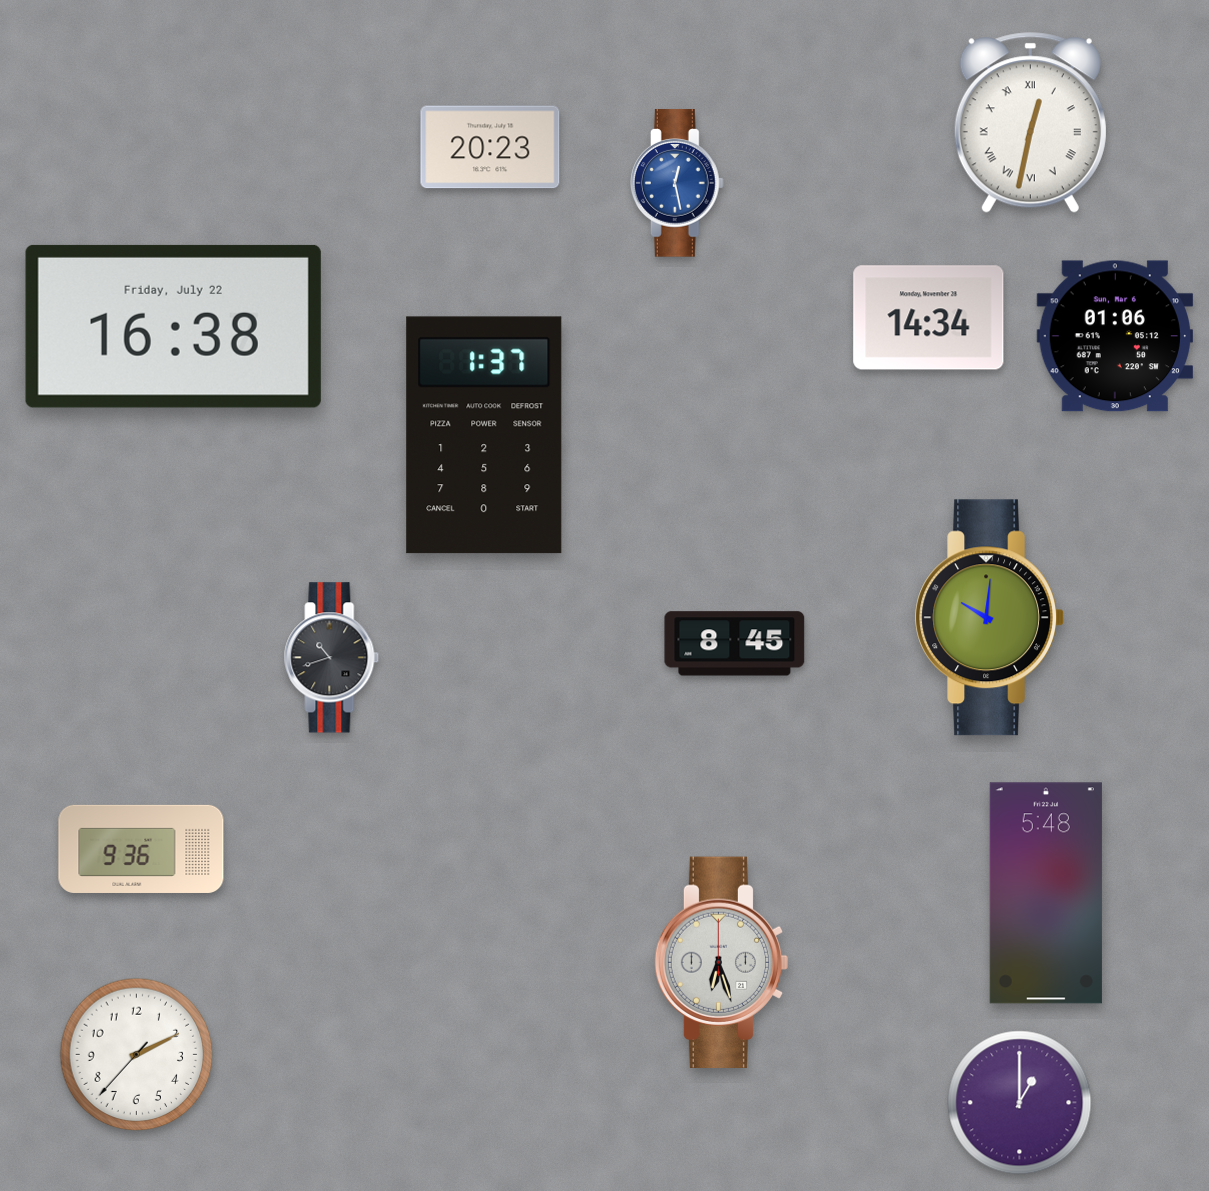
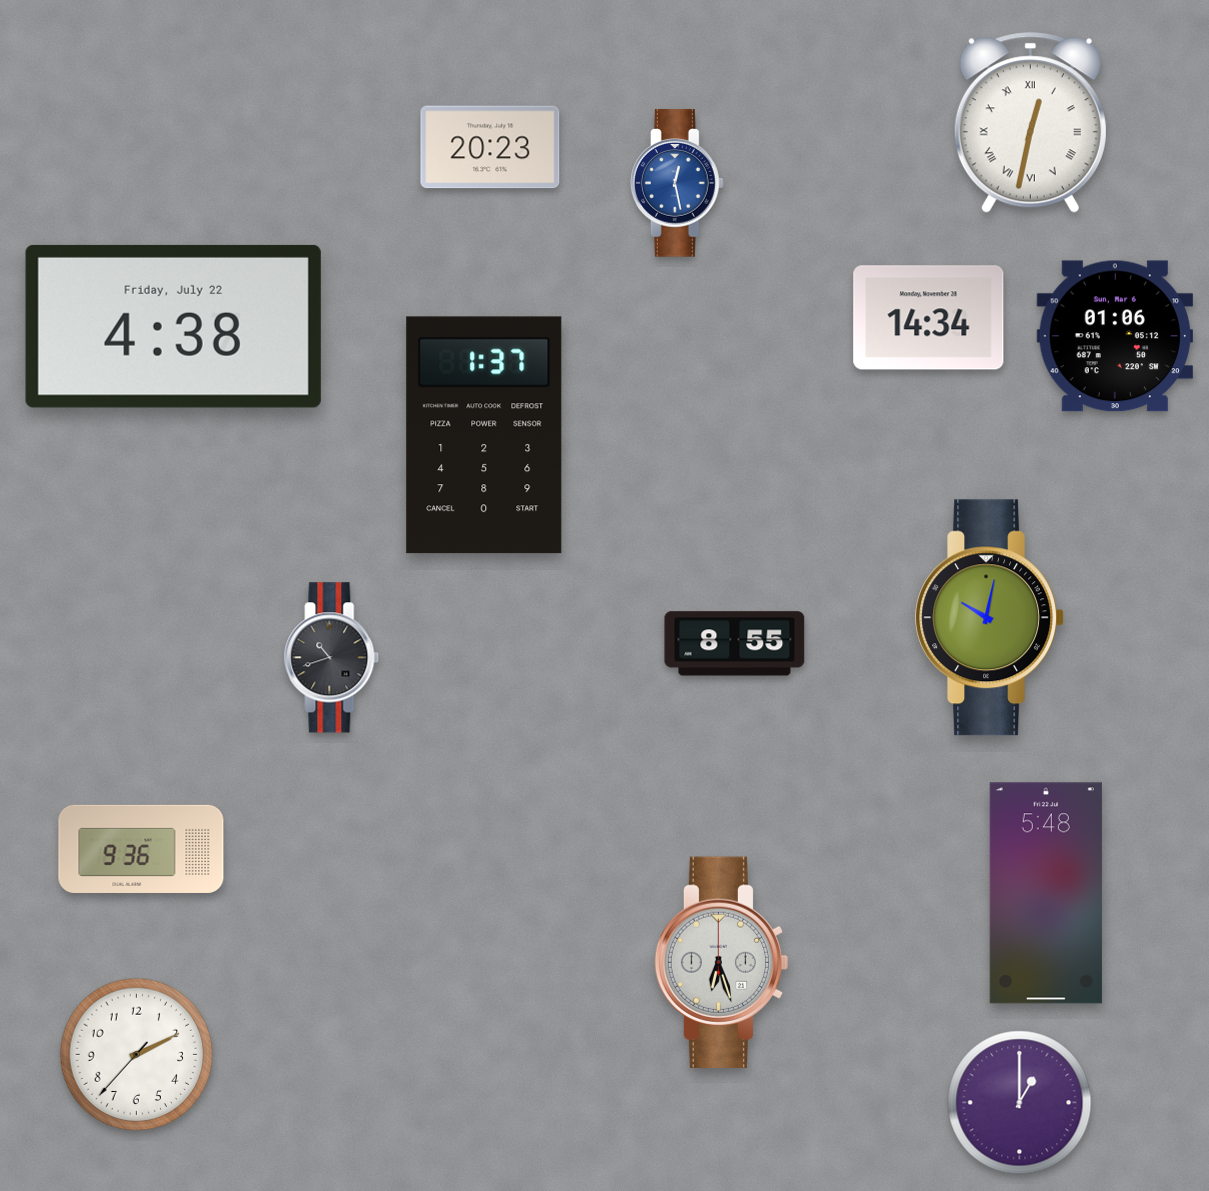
clock at (173, 326): 16:38 -> 4:38
clock at (989, 618): 10:01 -> 10:02
clock at (735, 644): 8:45 -> 8:55
